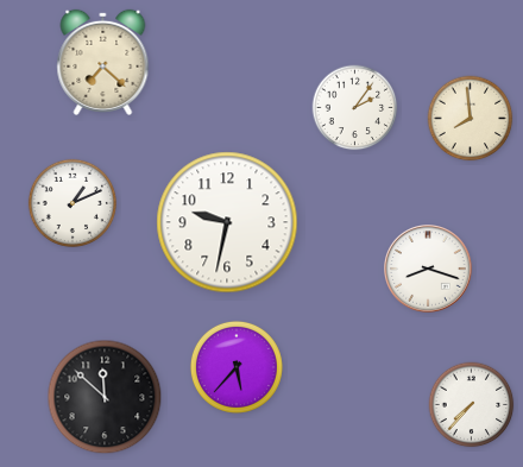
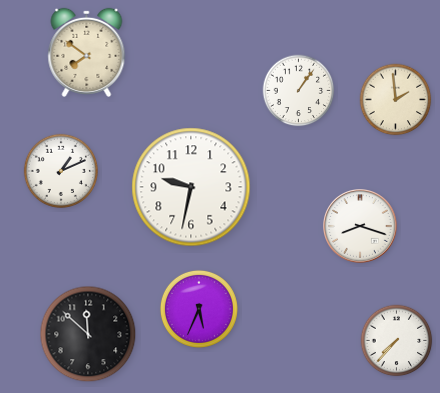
clock at (103, 62): 7:22 -> 7:51
clock at (355, 108): 2:06 -> 1:06
clock at (471, 119): 7:59 -> 1:59
clock at (237, 367): 5:37 -> 5:34
